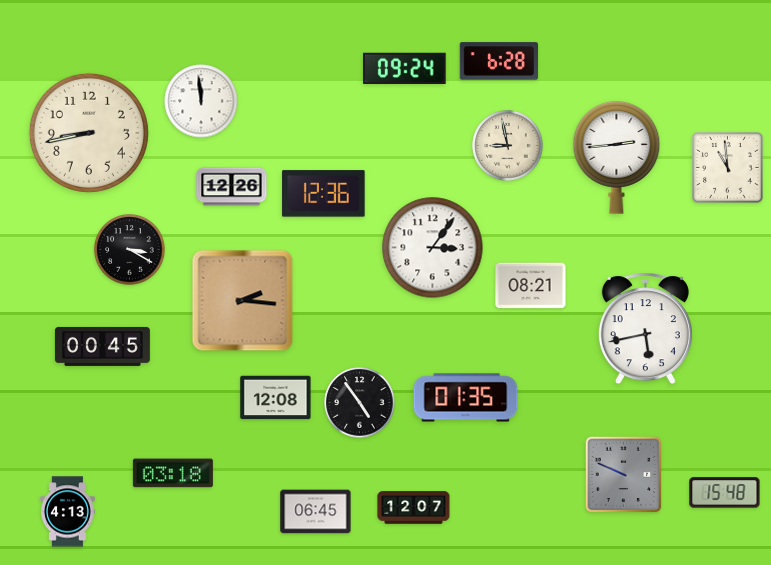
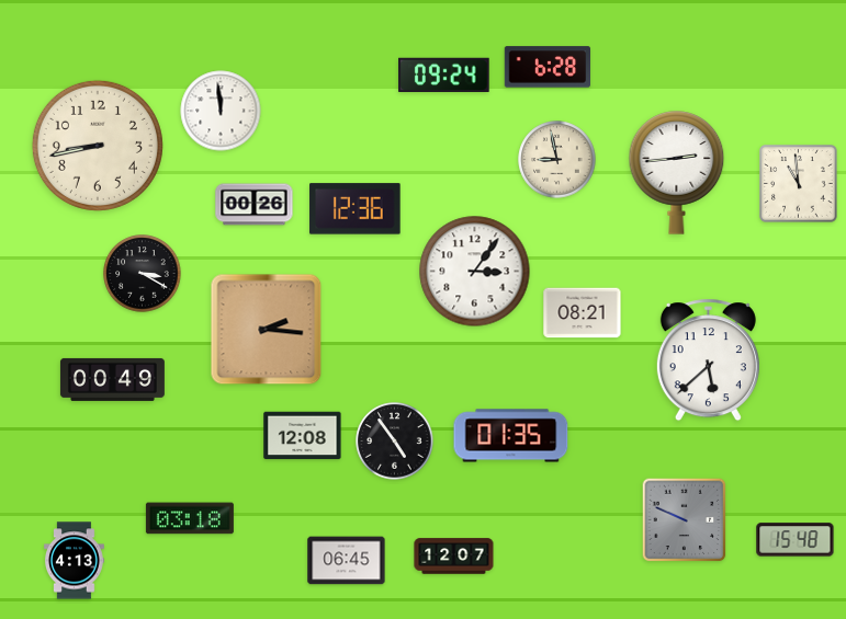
clock at (232, 187): 12:26 -> 00:26
clock at (324, 194) position: (324, 194) -> (356, 209)
clock at (645, 329): 5:43 -> 5:38
clock at (102, 346): 00:45 -> 00:49
